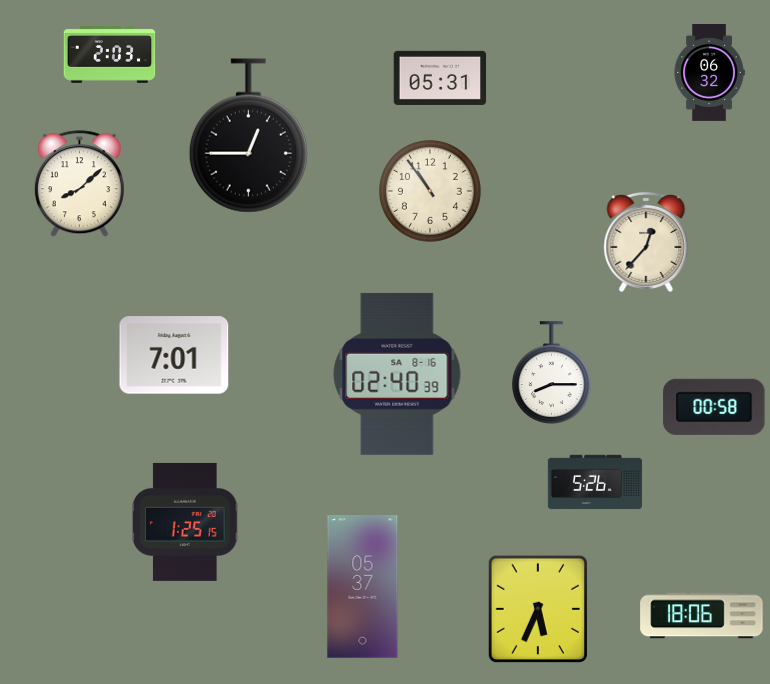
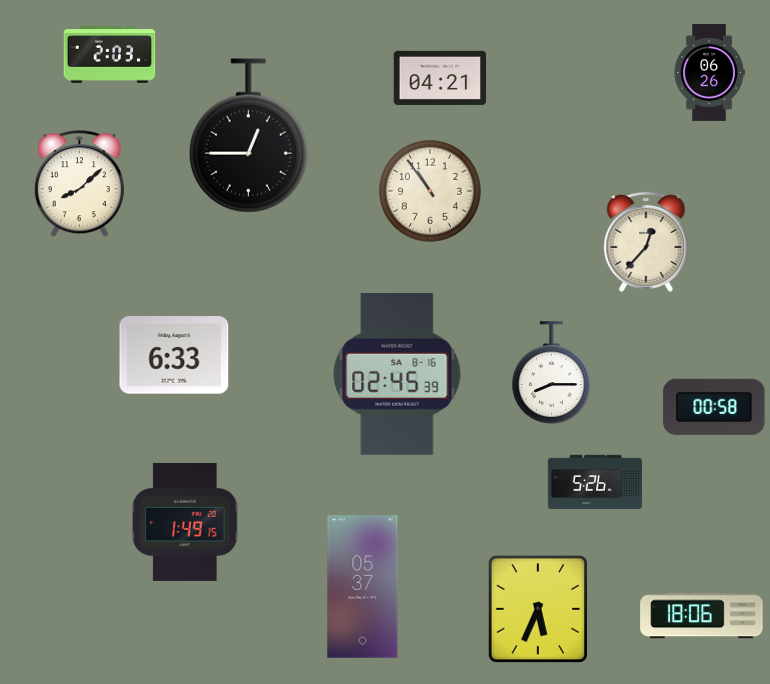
clock at (709, 72): 06:32 -> 06:26
clock at (440, 78): 05:31 -> 04:21
clock at (174, 355): 7:01 -> 6:33
clock at (397, 374): 02:40 -> 02:45
clock at (185, 522): 1:25 -> 1:49
